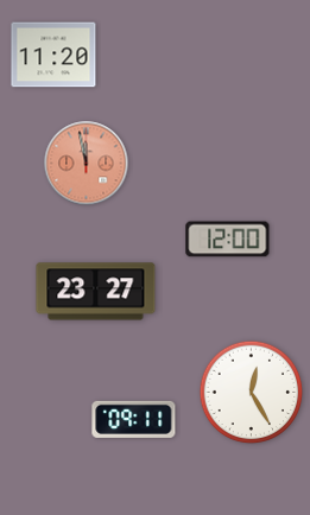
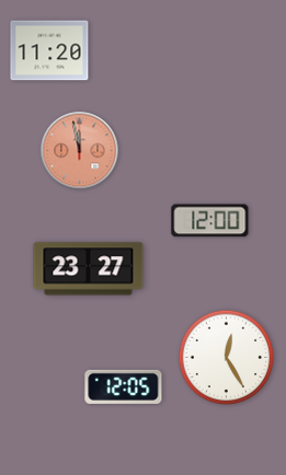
clock at (252, 393) position: (252, 393) -> (227, 358)
clock at (134, 419): 09:11 -> 12:05
